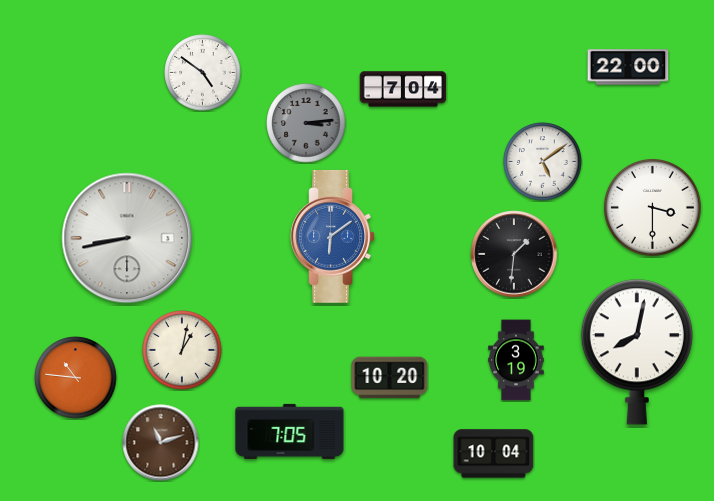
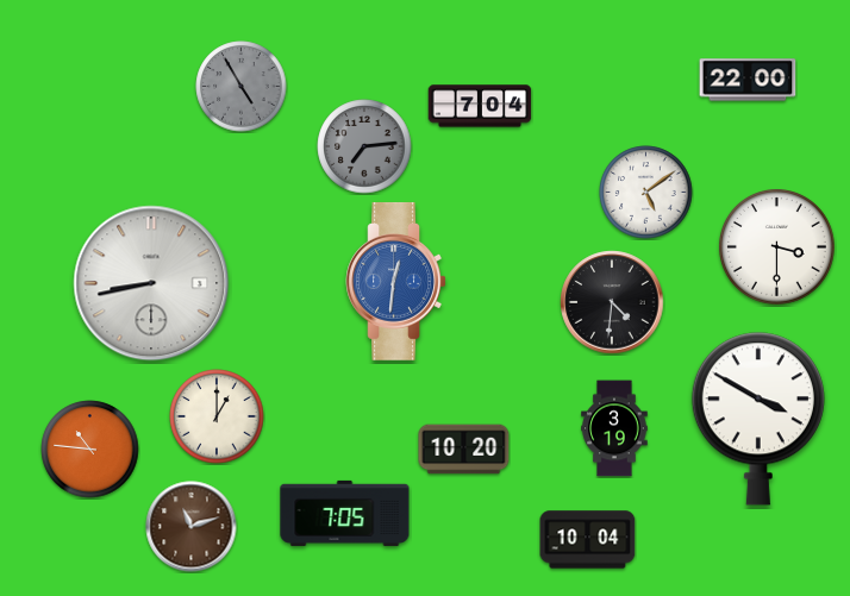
clock at (203, 73): 4:51 -> 4:55
clock at (203, 73) dial: white -> grey
clock at (306, 123): 3:14 -> 7:14
clock at (332, 236): 6:09 -> 12:31
clock at (514, 254): 1:31 -> 4:31
clock at (182, 350): 1:02 -> 1:00
clock at (637, 352): 8:02 -> 3:50
